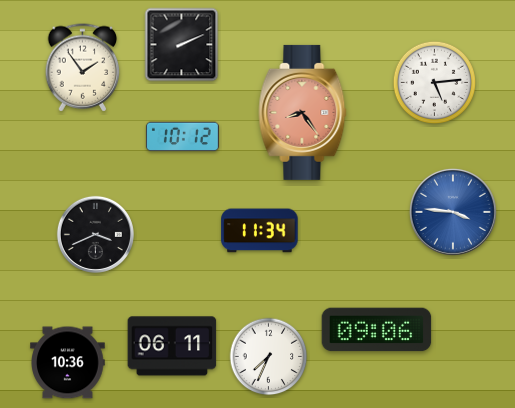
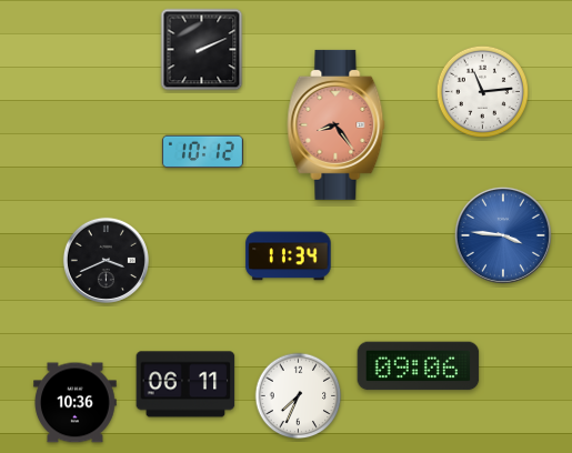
clock at (83, 68): 1:54 -> none
clock at (434, 82): 5:14 -> 11:14
clock at (172, 346) position: (172, 346) -> (185, 384)
